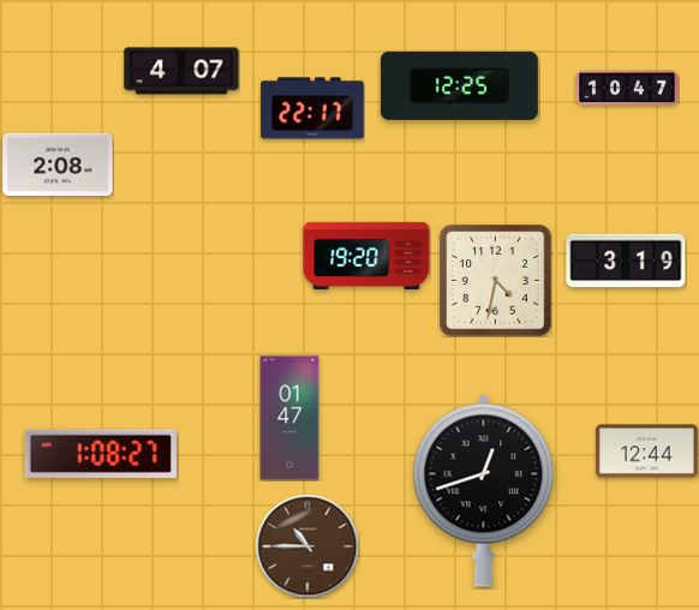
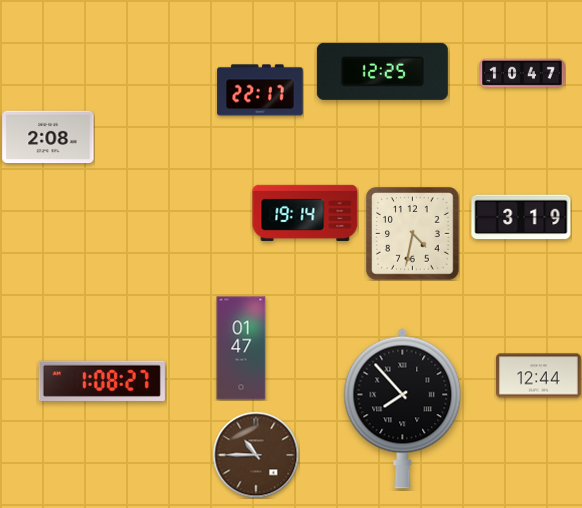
clock at (181, 71): 4:07 -> none
clock at (366, 256): 19:20 -> 19:14
clock at (101, 453) position: (101, 453) -> (102, 380)
clock at (484, 490): 12:42 -> 7:53
